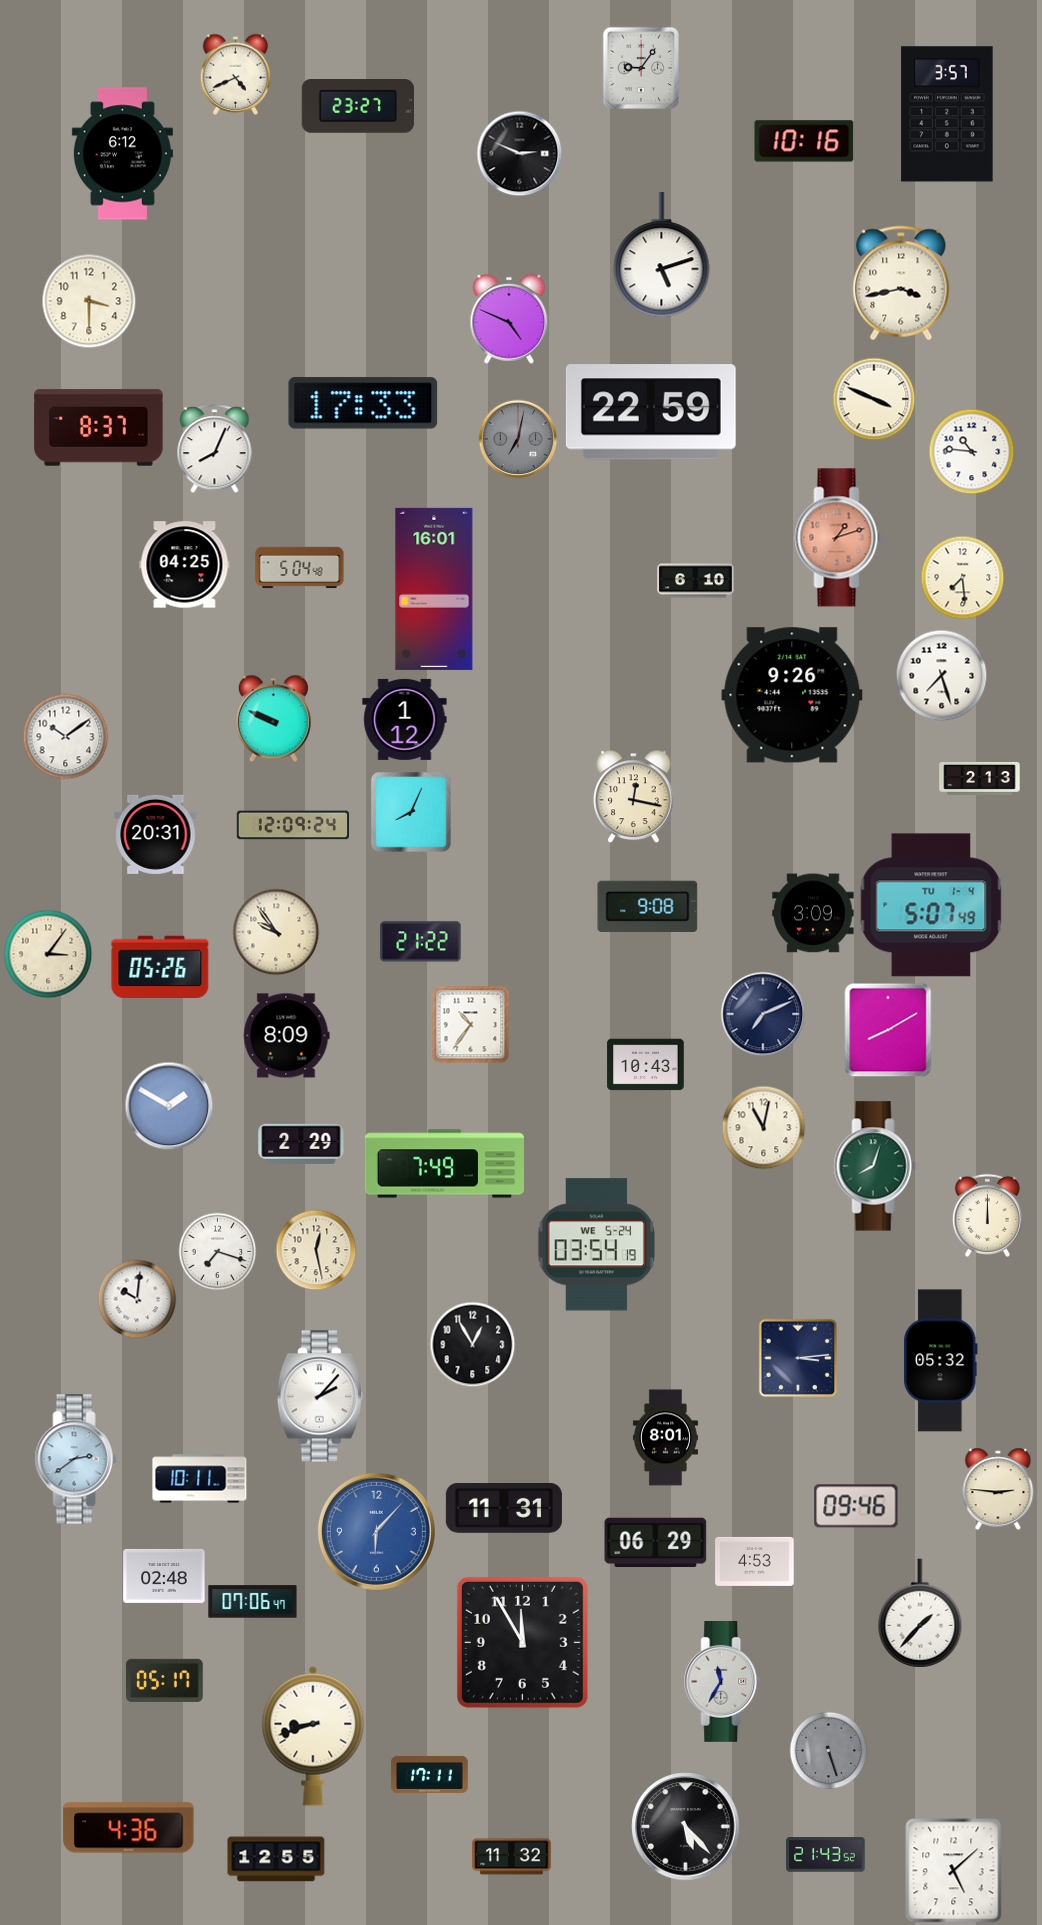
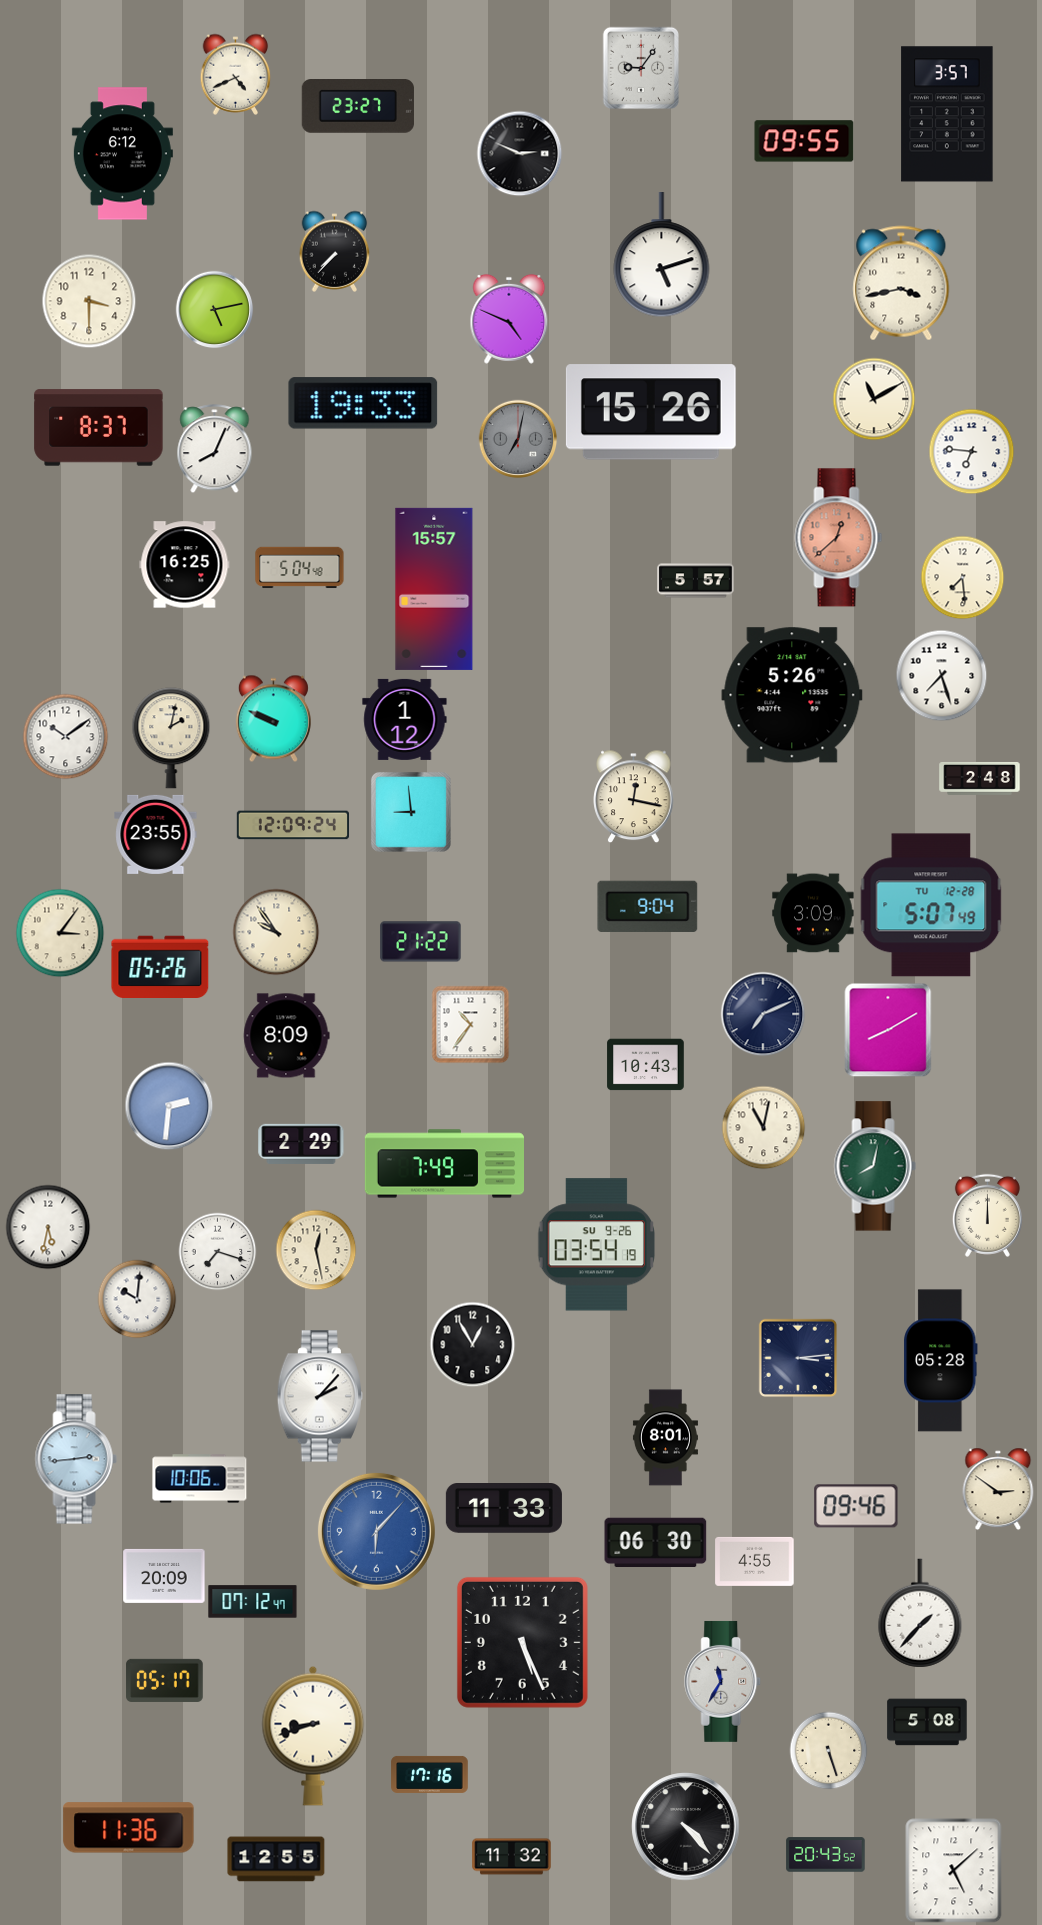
clock at (804, 141): 10:16 -> 09:55
clock at (335, 251): none -> 7:37
clock at (214, 309): none -> 5:13
clock at (874, 399): 3:49 -> 11:10
clock at (363, 403): 17:33 -> 19:33
clock at (651, 412): 22:59 -> 15:26
clock at (971, 451): 10:46 -> 6:46
clock at (839, 538): 1:12 -> 12:38
clock at (185, 565): 04:25 -> 16:25
clock at (696, 581): 6:10 -> 5:57
clock at (434, 589): 16:01 -> 15:57
clock at (792, 695): 9:26 -> 5:26
clock at (171, 738): none -> 2:02
clock at (980, 778): 2:13 -> 2:48
clock at (411, 812): 8:04 -> 8:59
clock at (156, 834): 20:31 -> 23:55
clock at (931, 905) date: TU 1-4 -> TU 12-28
clock at (648, 906): 9:08 -> 9:04
clock at (48, 954) position: (48, 954) -> (60, 933)
clock at (169, 1106): 1:50 -> 2:31
clock at (875, 1166): 8:03 -> 8:02
clock at (48, 1227): none -> 5:32
clock at (596, 1245) date: WE 5-24 -> SU 9-26
clock at (941, 1361): 05:32 -> 05:28
clock at (76, 1459): 2:39 -> 2:44
clock at (200, 1479): 10:11 -> 10:06
clock at (998, 1489): 2:46 -> 2:51
clock at (504, 1509): 11:31 -> 11:33
clock at (656, 1542): 06:29 -> 06:30
clock at (755, 1561): 4:53 -> 4:55
clock at (164, 1576): 02:48 -> 20:09
clock at (253, 1602): 07:06 -> 07:12
clock at (522, 1642): 11:55 -> 5:26
clock at (927, 1722): none -> 5:08
clock at (828, 1750) dial: grey -> cream
clock at (430, 1774): 17:11 -> 17:16
clock at (686, 1827): 5:23 -> 4:23
clock at (129, 1828): 4:36 -> 11:36
clock at (826, 1855): 21:43 -> 20:43
